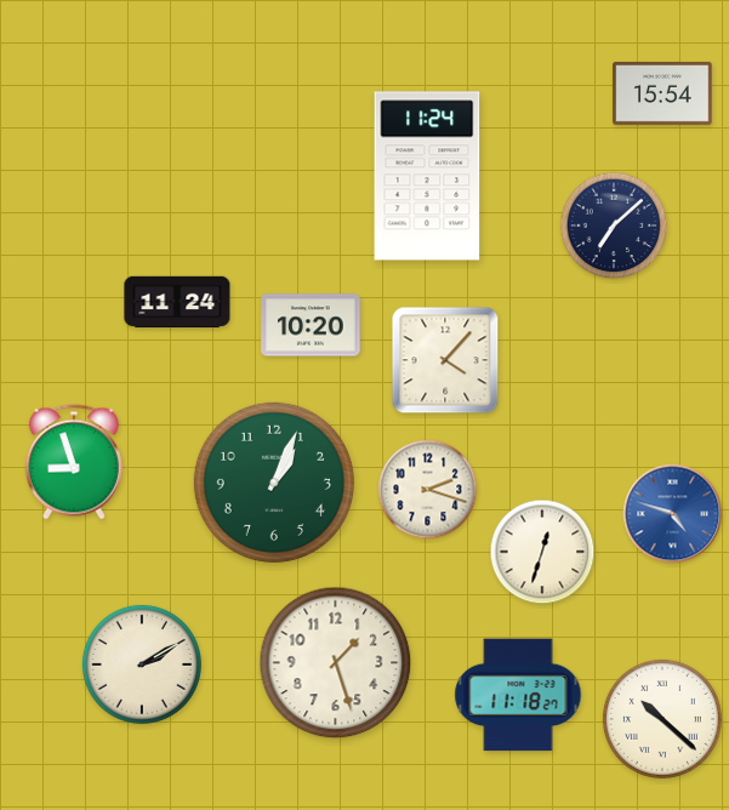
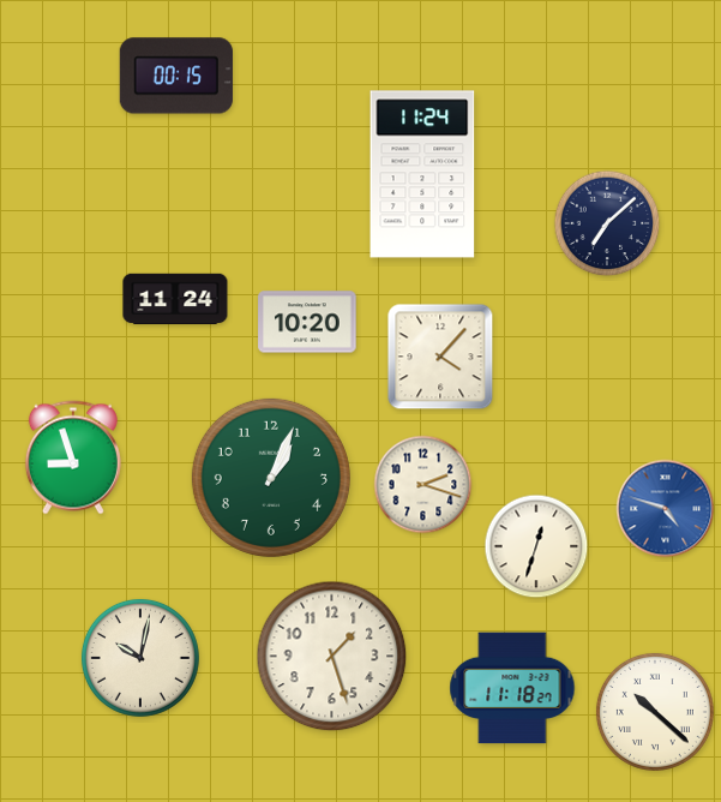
clock at (176, 76): none -> 00:15
clock at (662, 93): 15:54 -> none
clock at (142, 664): 2:10 -> 10:02
